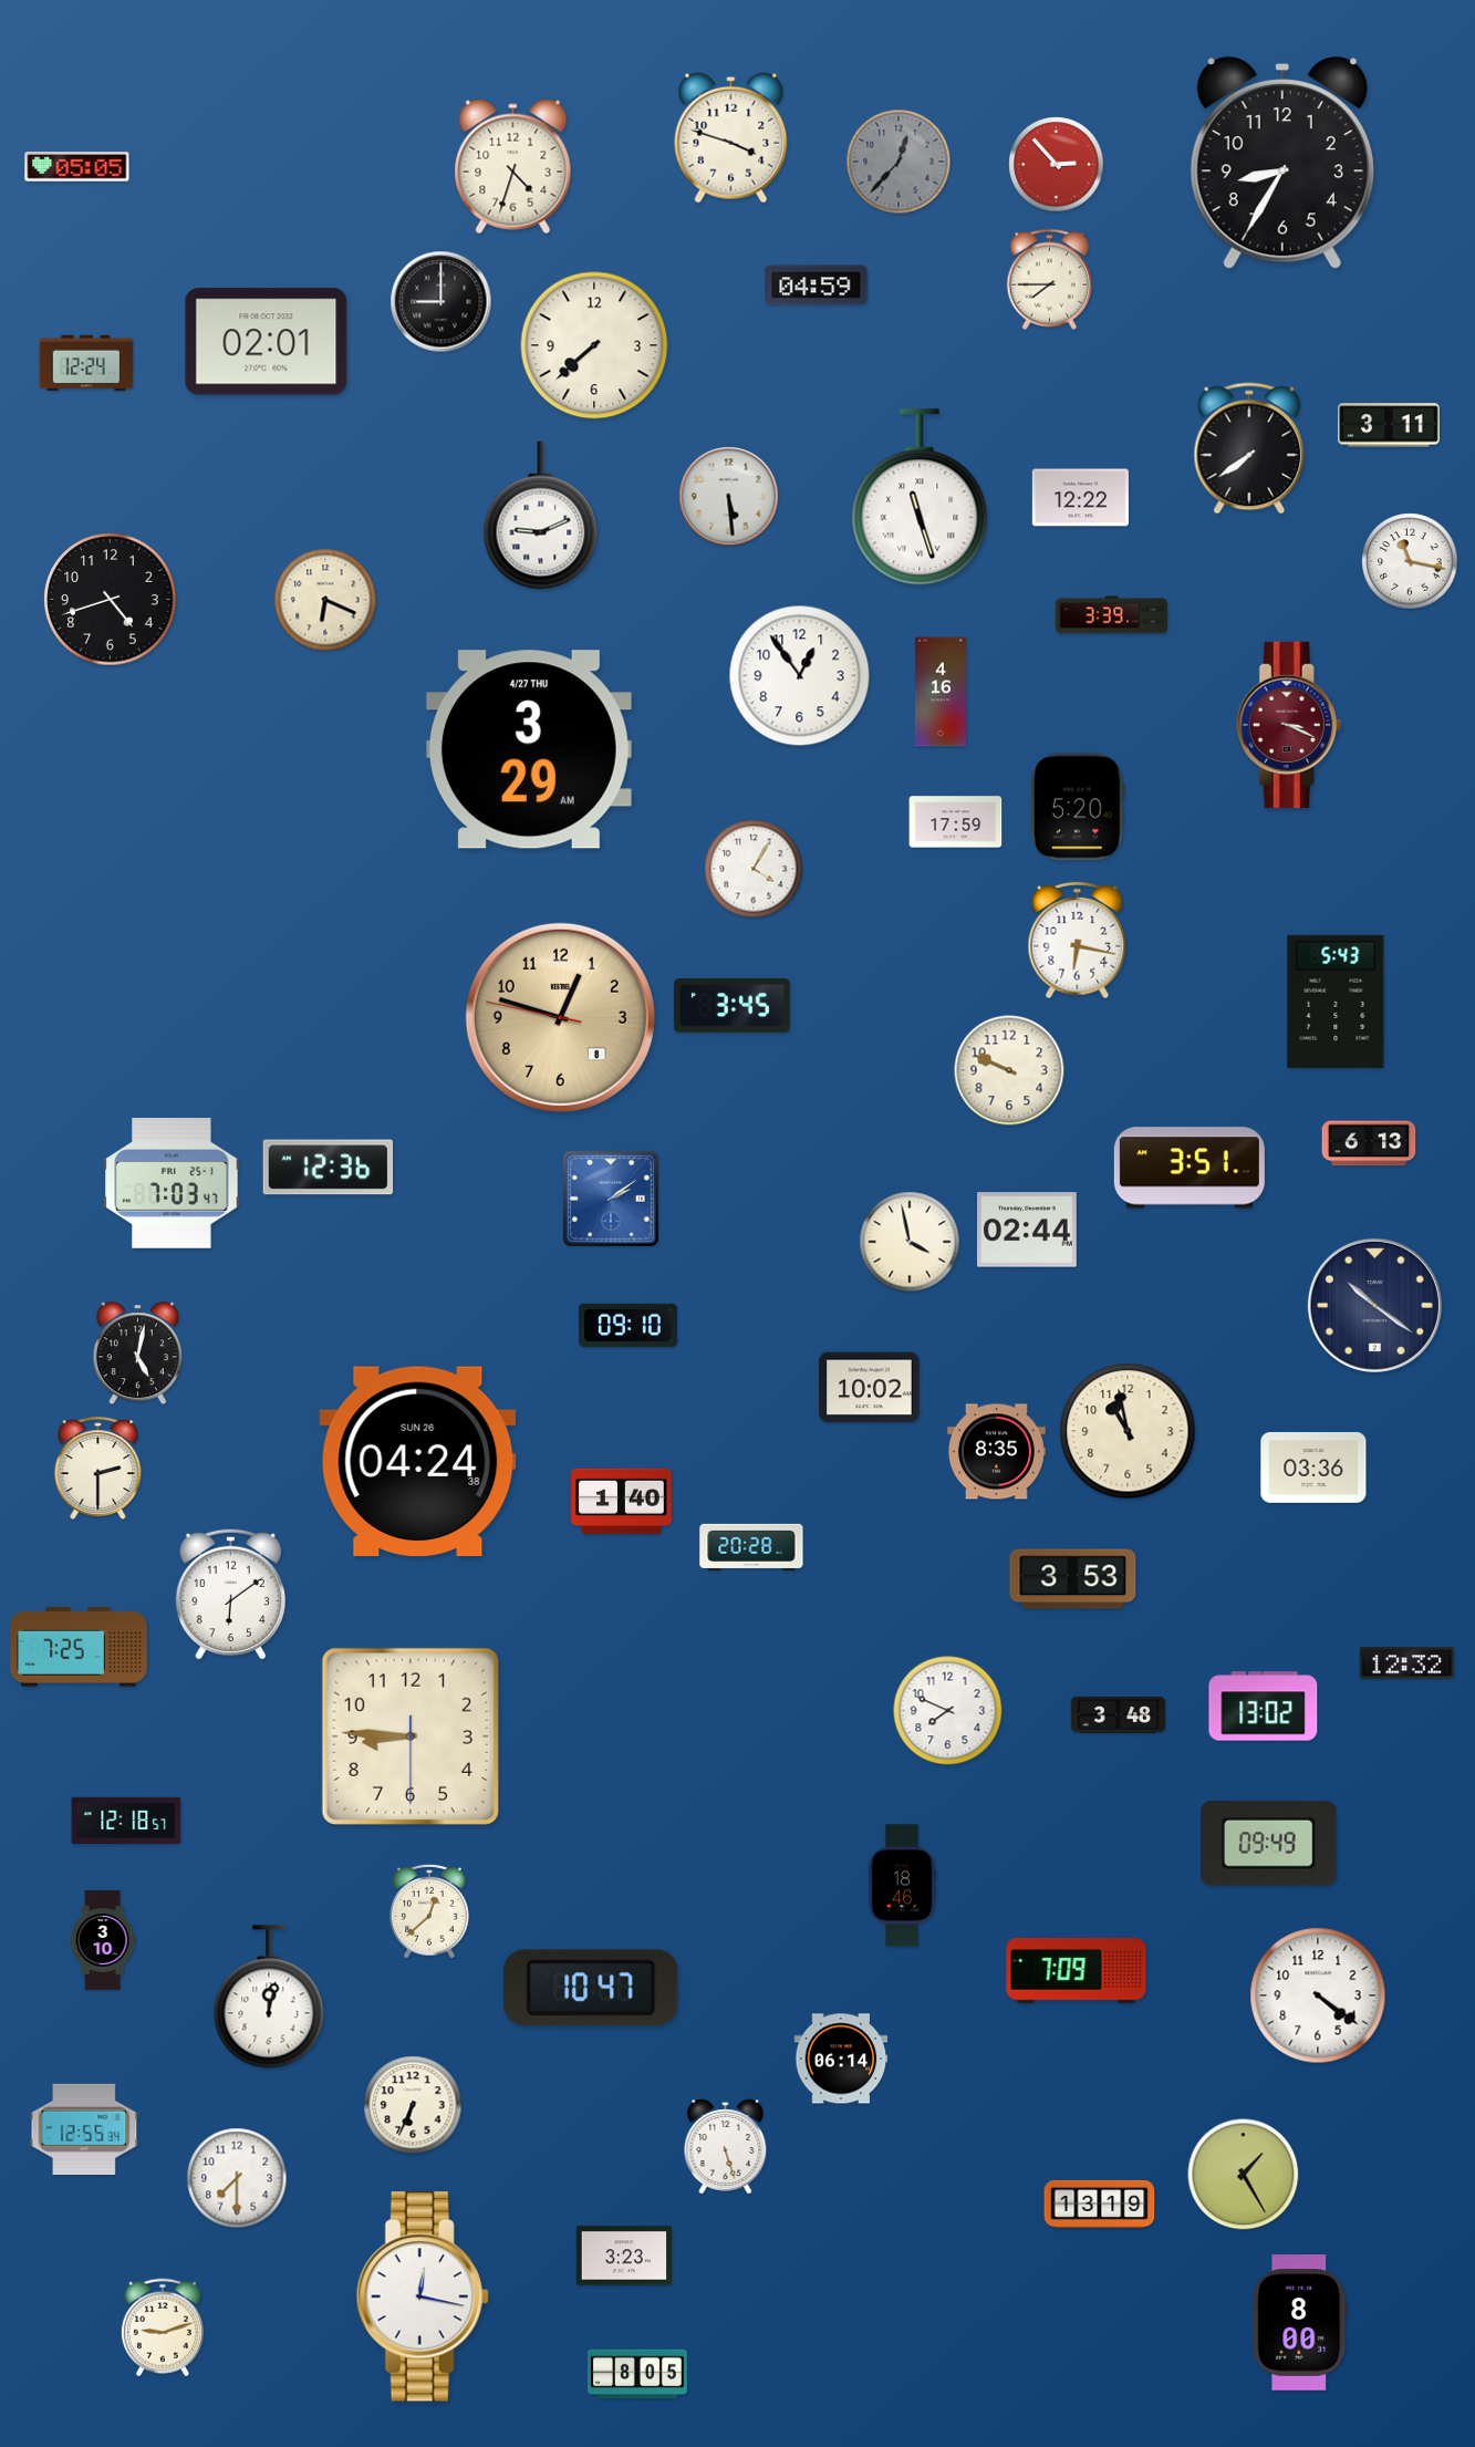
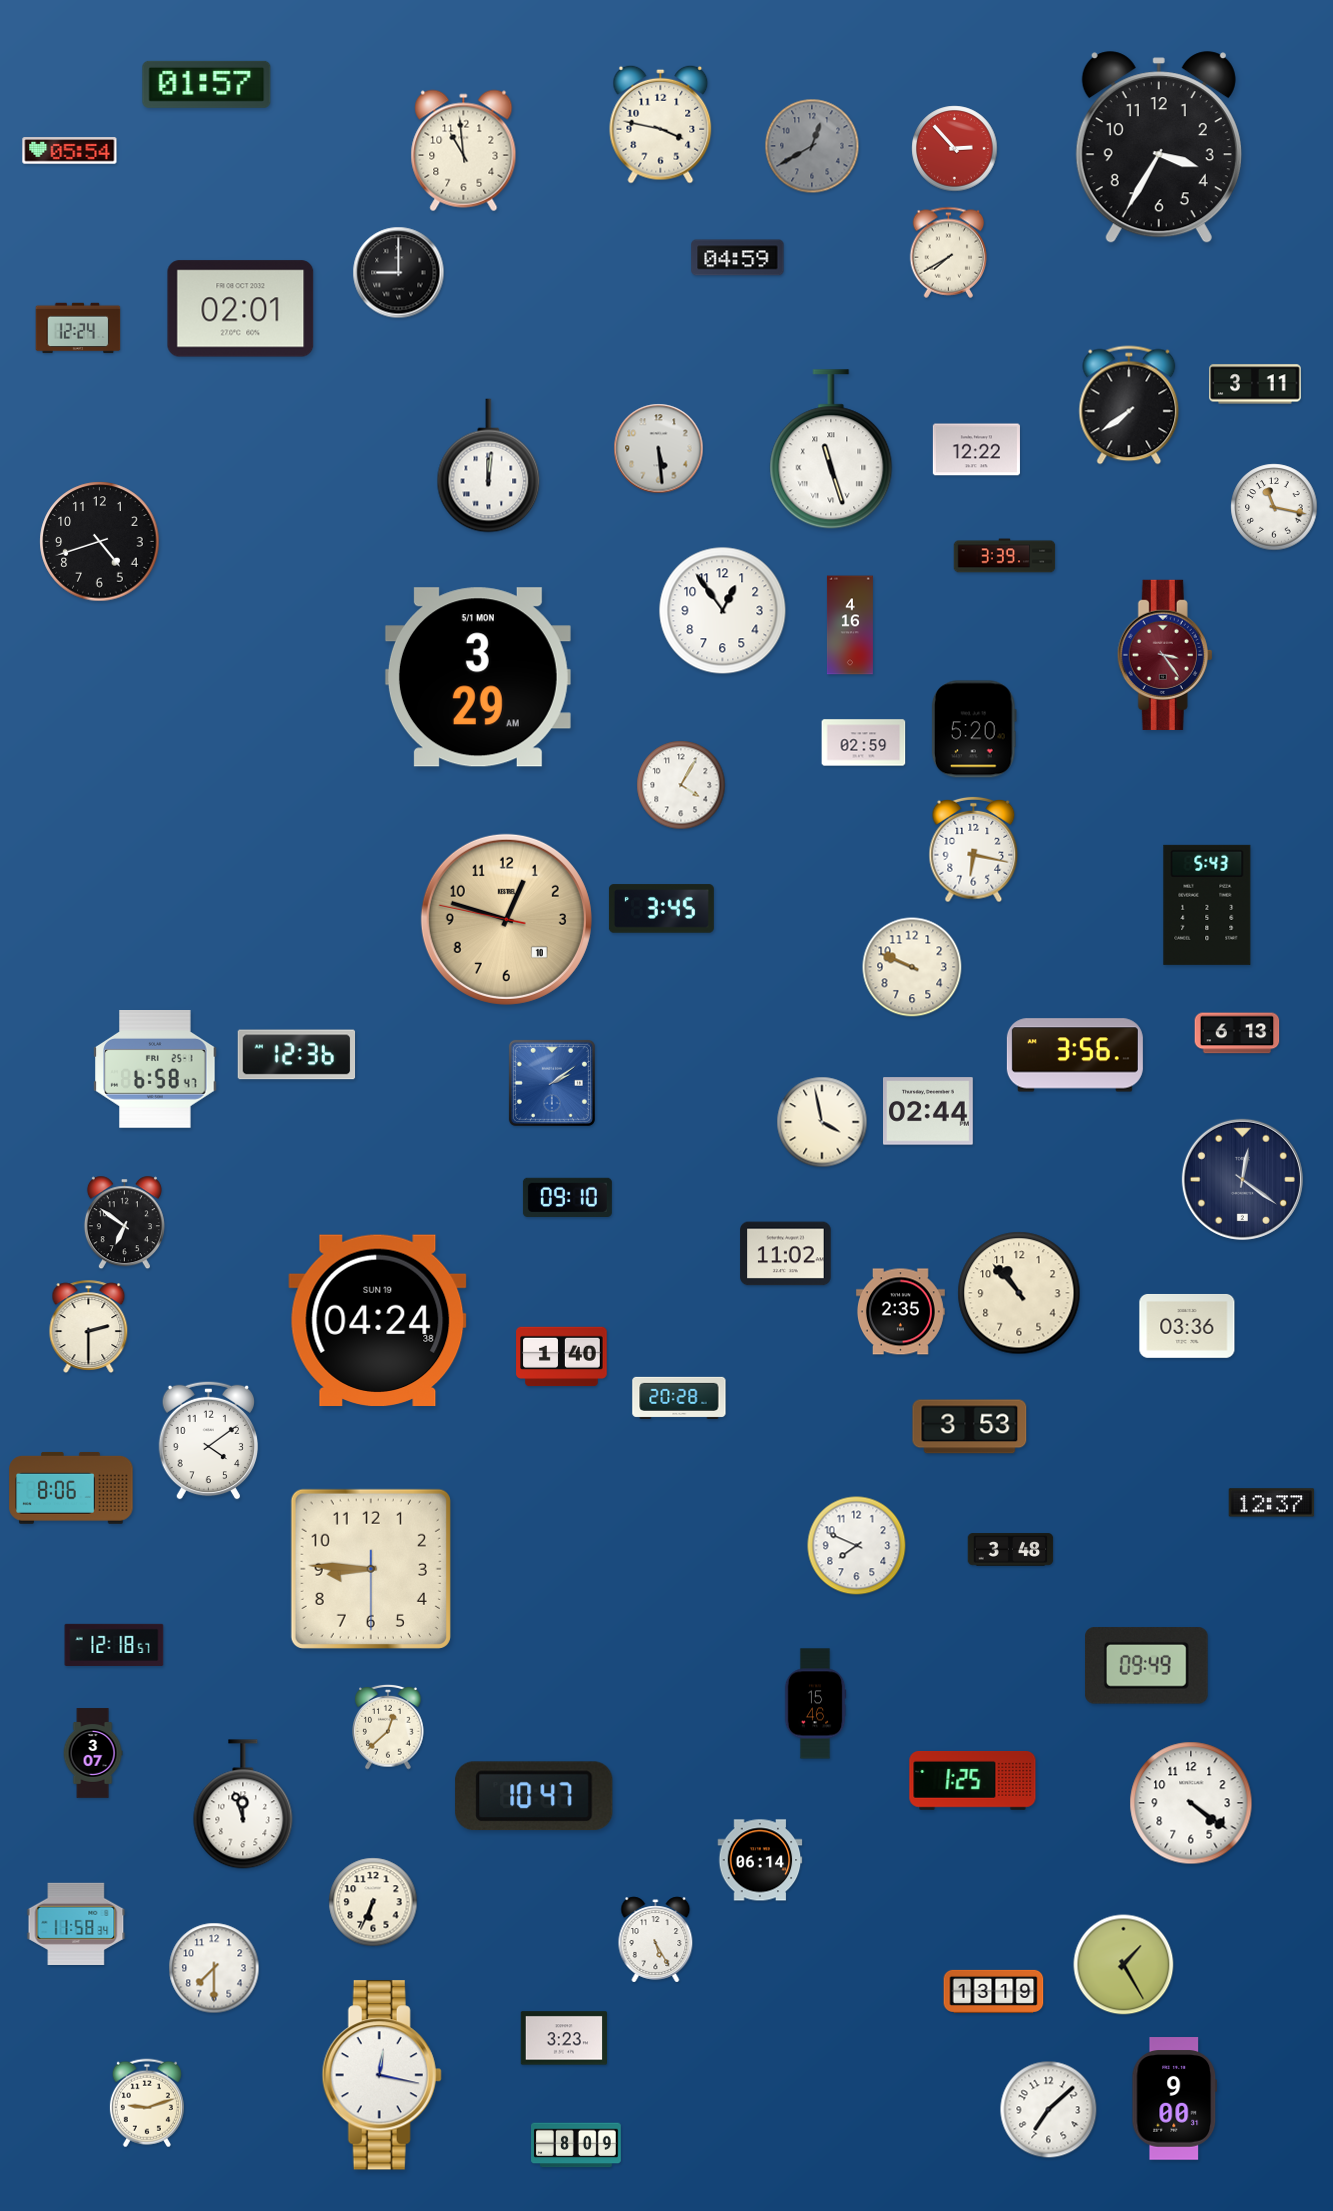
clock at (207, 84): none -> 01:57
clock at (731, 137): 3:48 -> 3:47
clock at (898, 162): 12:37 -> 12:40
clock at (1282, 164): 8:35 -> 3:35
clock at (77, 167): 05:05 -> 05:54
clock at (513, 167): 4:33 -> 10:59
clock at (1050, 279): 7:45 -> 7:40
clock at (594, 345): 7:38 -> none
clock at (541, 516): 9:11 -> 12:01
clock at (325, 600): 6:19 -> none
clock at (1289, 725): 3:19 -> 3:24
clock at (529, 749) date: 4/27 THU -> 5/1 MON
clock at (956, 822): 17:59 -> 02:59
clock at (560, 1017) date: 8 -> 10
clock at (1190, 1168): 3:51 -> 3:56
clock at (172, 1184): 7:03 -> 6:58
clock at (1374, 1305): 10:21 -> 12:21
clock at (137, 1354): 5:02 -> 6:51
clock at (870, 1388): 10:02 -> 11:02
clock at (1128, 1431): 10:58 -> 10:53
clock at (996, 1452): 8:35 -> 2:35
clock at (418, 1462) date: SUN 26 -> SUN 19
clock at (230, 1594): 6:09 -> 4:09
clock at (79, 1647): 7:25 -> 8:06
clock at (1408, 1663): 12:32 -> 12:37
clock at (1264, 1707): 13:02 -> none
clock at (902, 1886): 18:46 -> 15:46
clock at (103, 1940): 3:10 -> 3:07
clock at (1077, 1971): 7:09 -> 1:25
clock at (269, 1997): 12:02 -> 11:57
clock at (84, 2129): 12:55 -> 11:58
clock at (726, 2147): 5:27 -> 5:25
clock at (1300, 2323): 8:00 -> 9:00
clock at (1049, 2110): none -> 7:08
clock at (637, 2374): 8:05 -> 8:09
